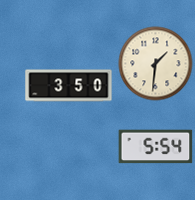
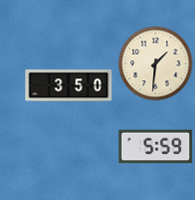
clock at (156, 147): 5:54 -> 5:59
